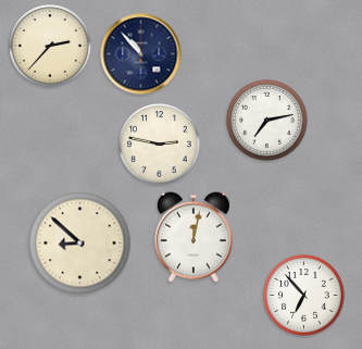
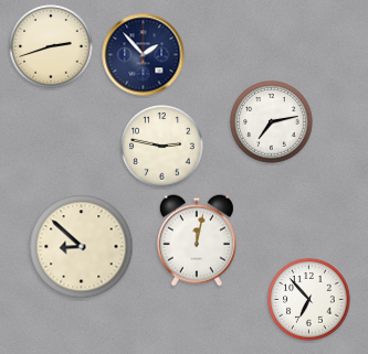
clock at (50, 46): 2:37 -> 2:42
clock at (141, 54): 10:53 -> 1:53
